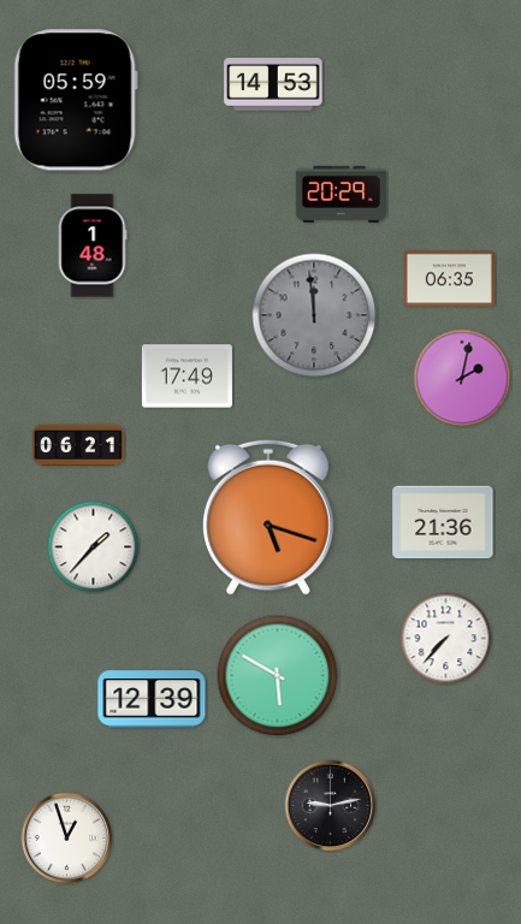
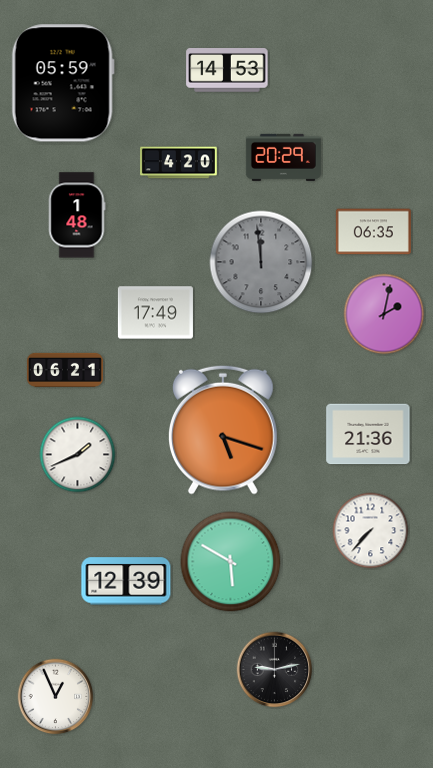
clock at (341, 194) position: (341, 194) -> (283, 157)
clock at (178, 163): none -> 4:20
clock at (93, 245) position: (93, 245) -> (77, 215)
clock at (94, 547): 1:37 -> 1:41
clock at (67, 839): 12:57 -> 12:56
